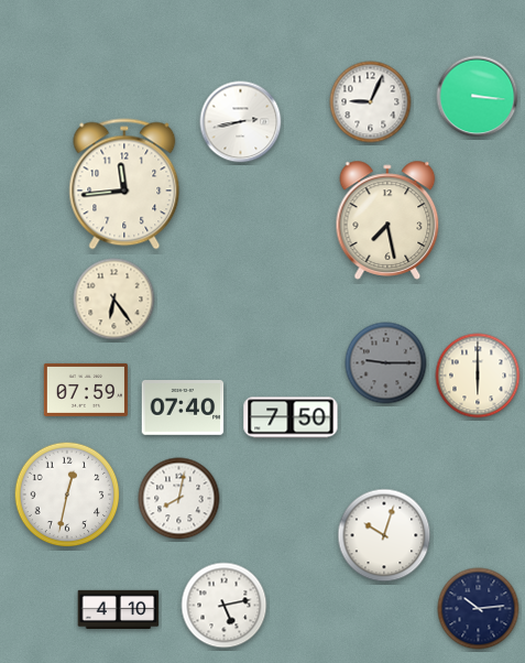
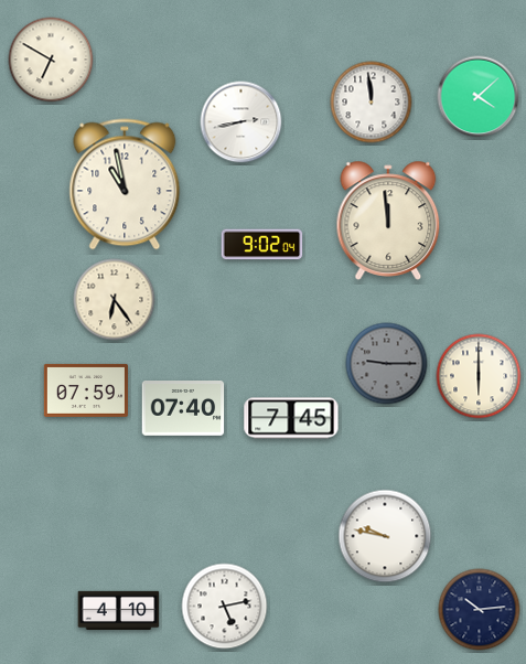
clock at (51, 60): none -> 6:50
clock at (478, 97): 3:16 -> 4:08
clock at (371, 102): 9:04 -> 11:59
clock at (124, 184): 11:44 -> 10:58
clock at (387, 220): 7:28 -> 11:59
clock at (262, 245): none -> 9:02
clock at (291, 417): 7:50 -> 7:45
clock at (67, 494): 12:32 -> none
clock at (179, 499): 8:02 -> none
clock at (384, 535): 10:03 -> 9:47
